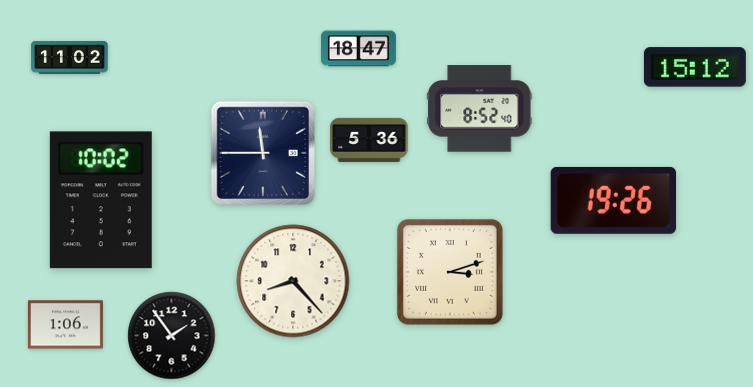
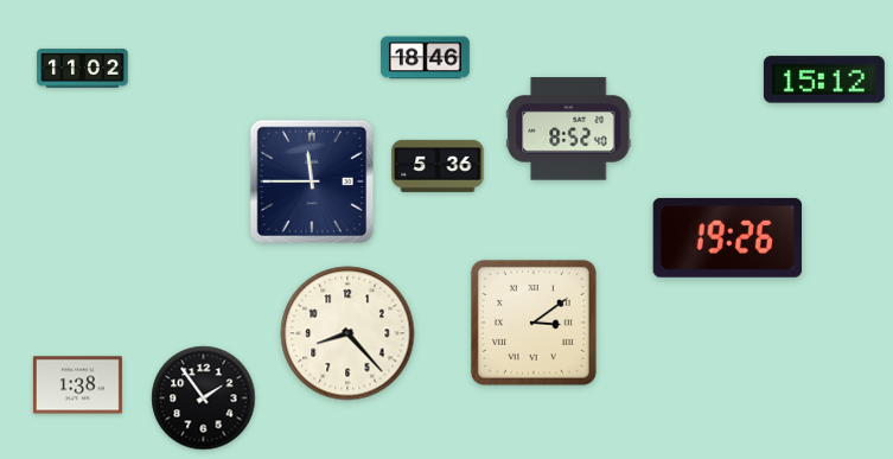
clock at (358, 49): 18:47 -> 18:46
clock at (101, 200): 10:02 -> none
clock at (450, 272): 3:12 -> 3:09
clock at (65, 325): 1:06 -> 1:38
